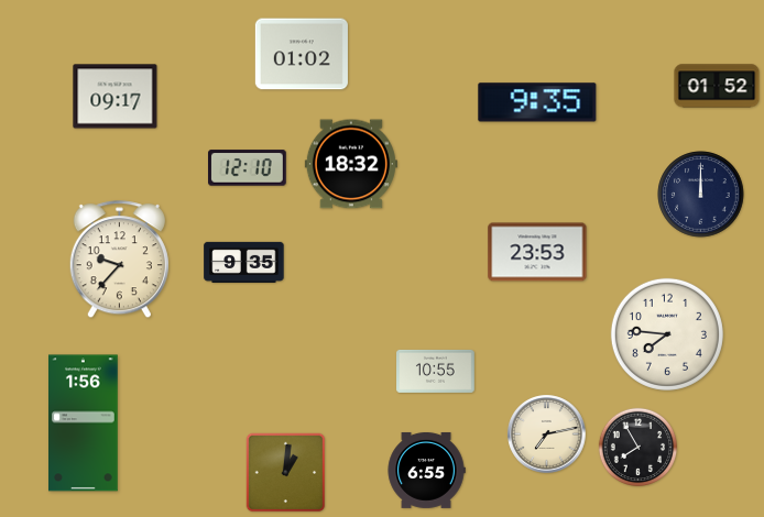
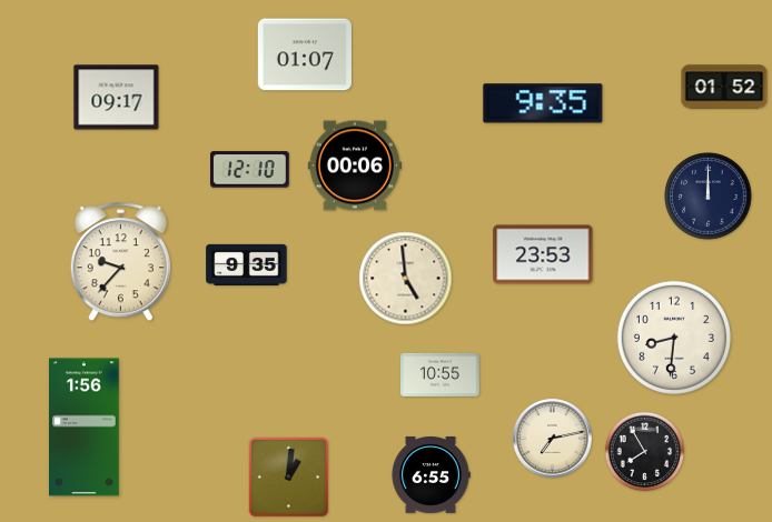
clock at (302, 54): 01:02 -> 01:07
clock at (351, 164): 18:32 -> 00:06
clock at (406, 279): none -> 4:59
clock at (667, 334): 7:46 -> 8:31
